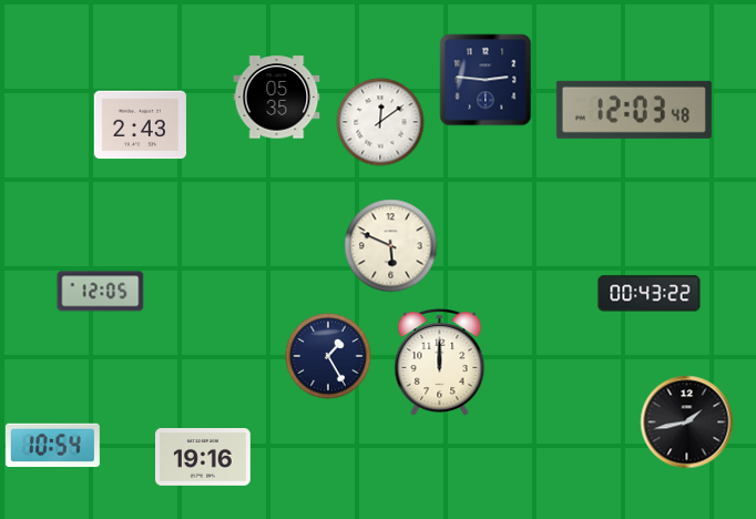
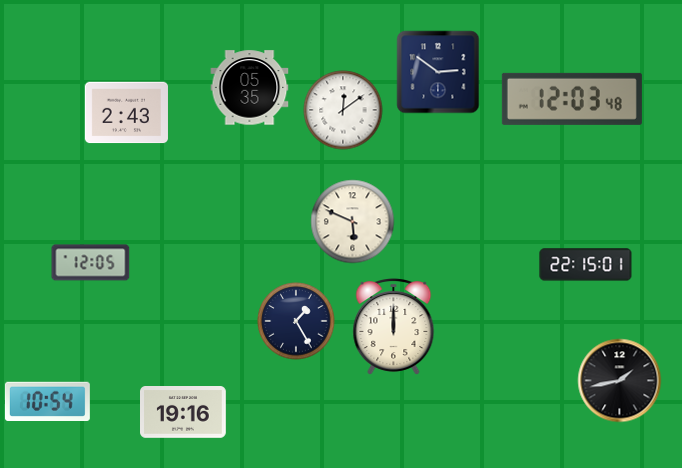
clock at (486, 80): 2:46 -> 2:51
clock at (650, 294): 00:43 -> 22:15
clock at (440, 363) position: (440, 363) -> (394, 327)
